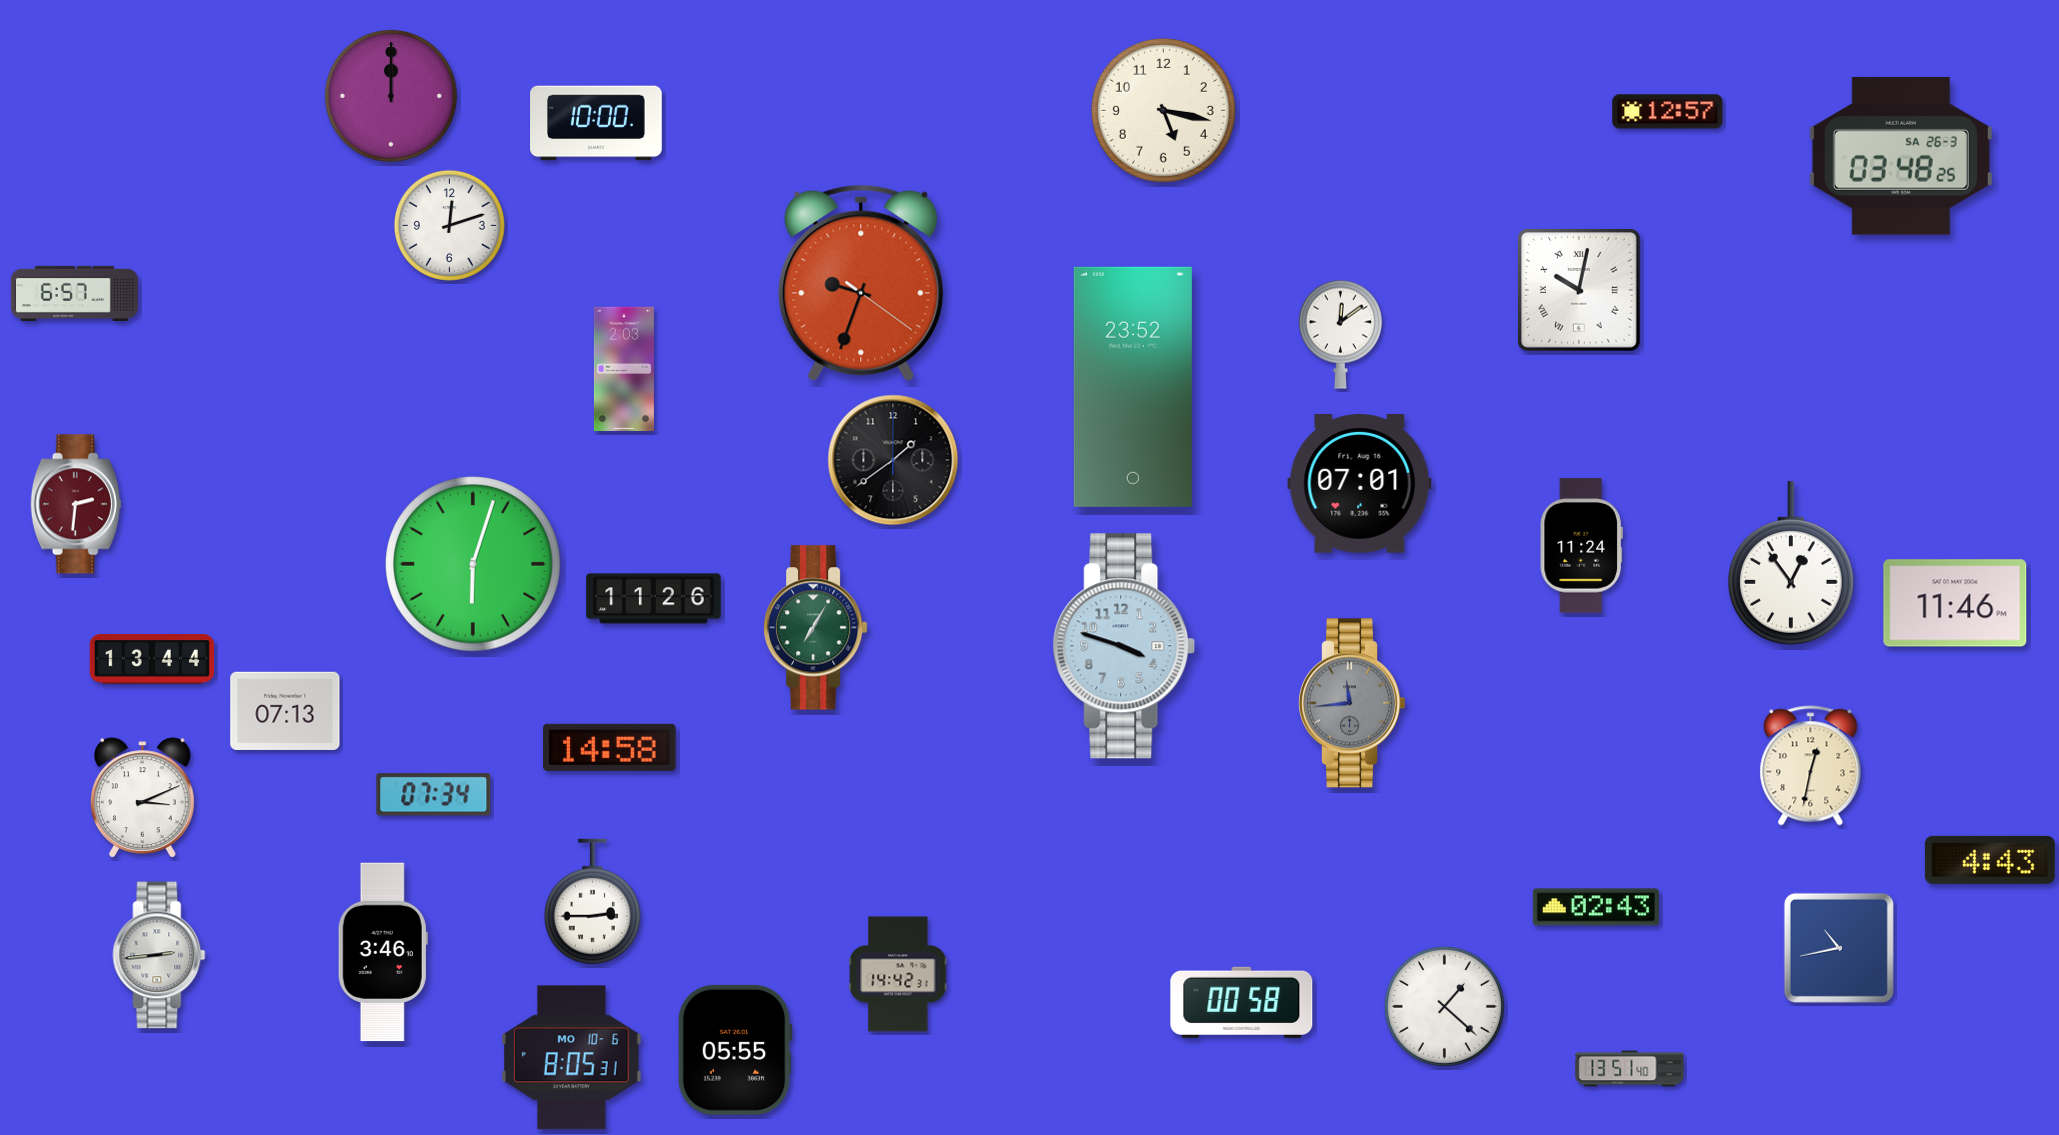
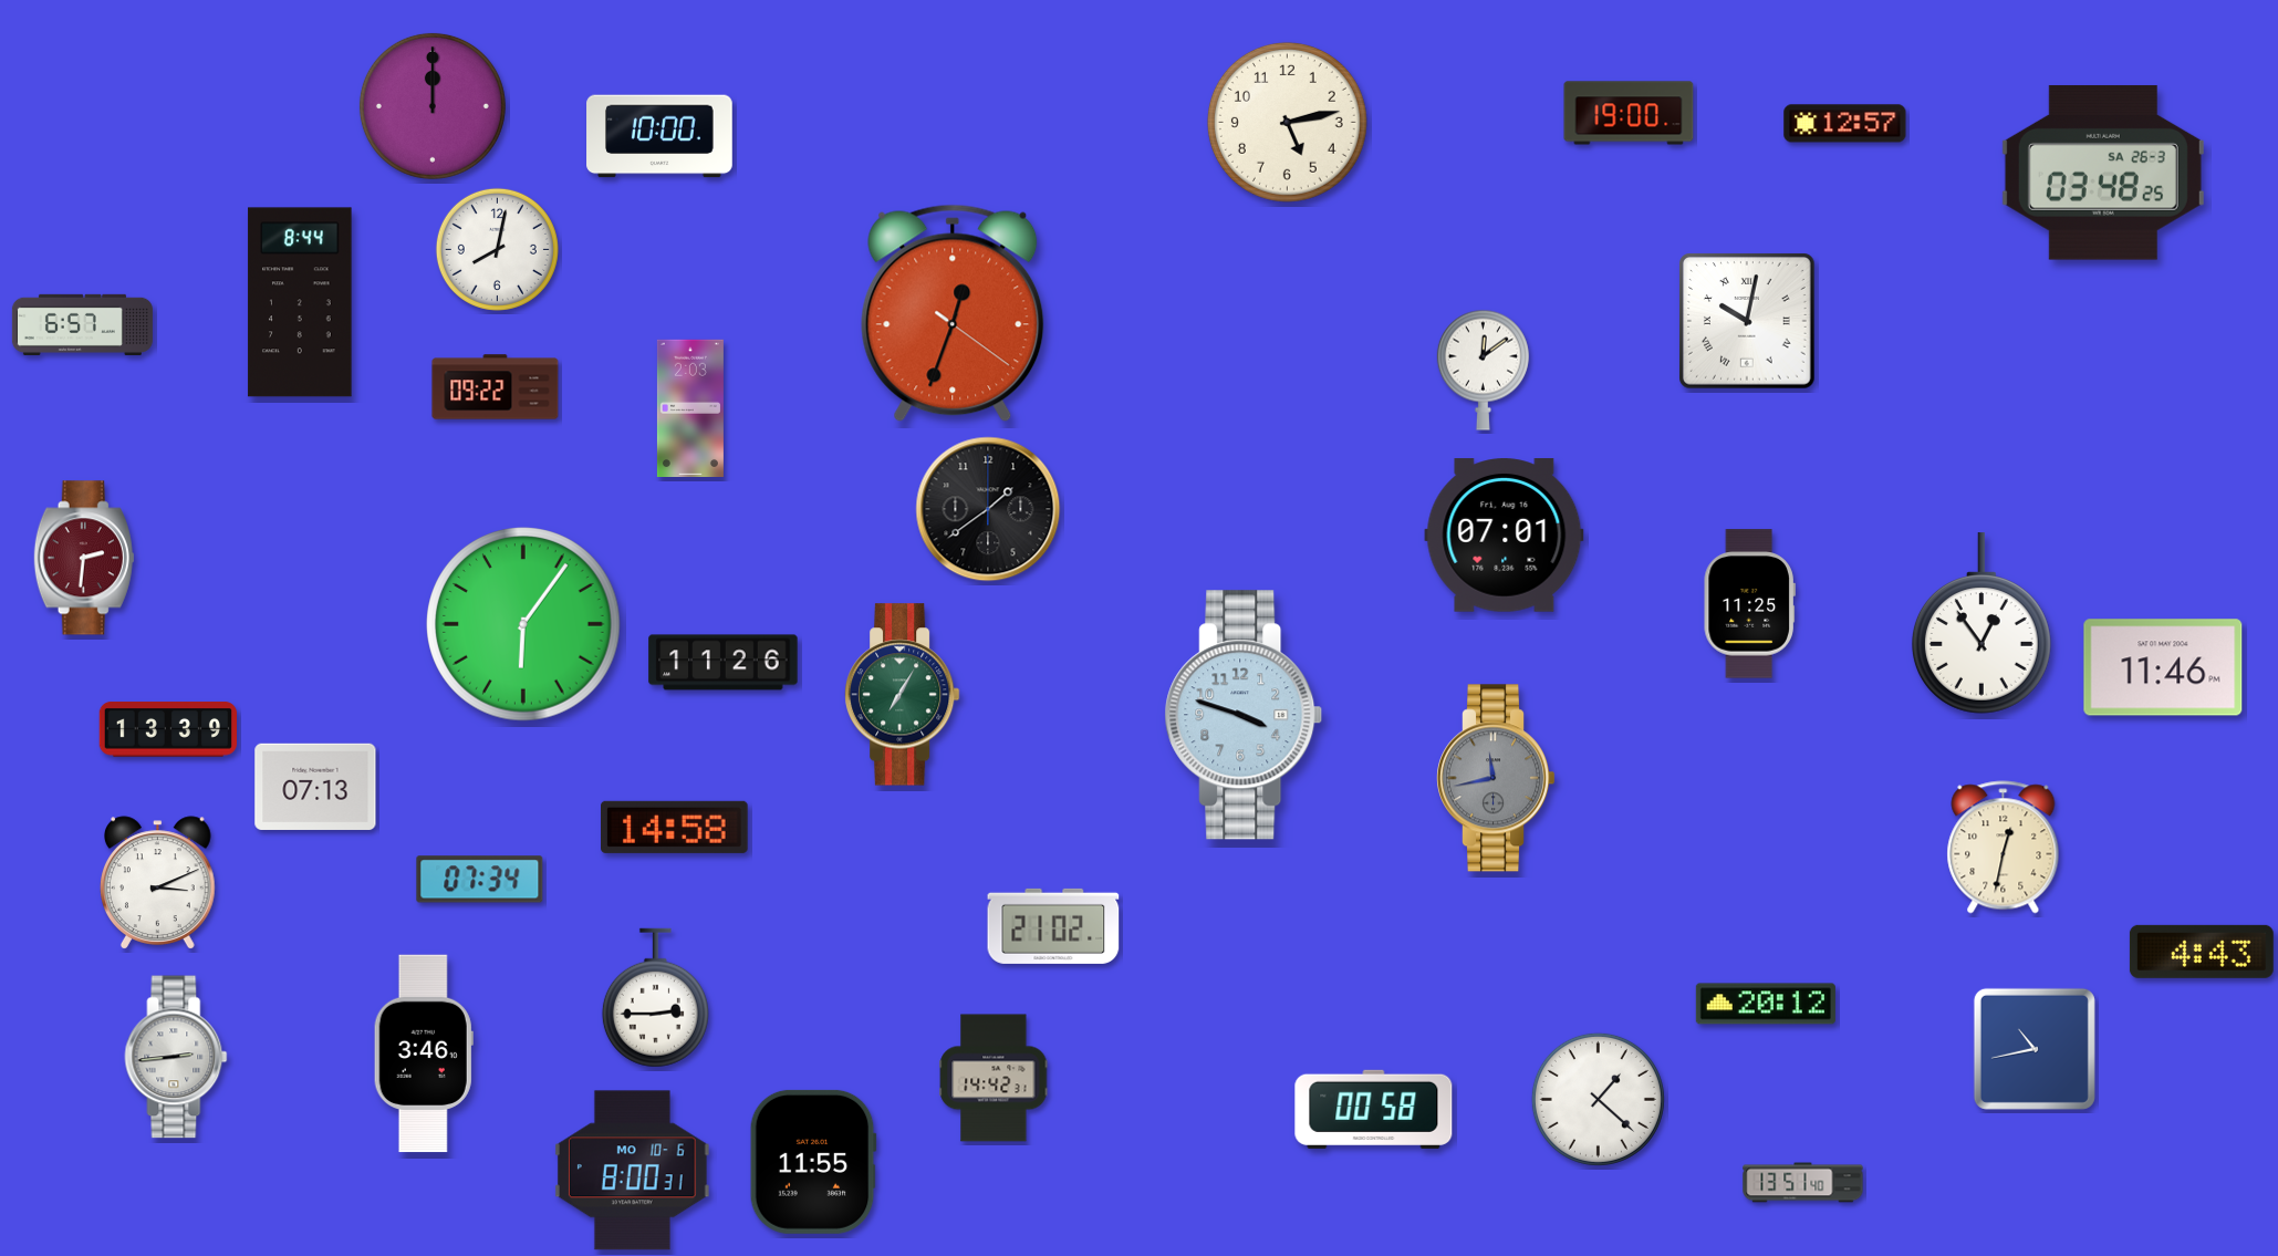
clock at (1629, 113): none -> 19:00
clock at (1163, 110): 5:17 -> 5:13
clock at (449, 225): 12:12 -> 8:02
clock at (300, 302): none -> 8:44
clock at (861, 283): 9:33 -> 12:33
clock at (496, 387): none -> 09:22
clock at (1133, 387): 23:52 -> none
clock at (1581, 546): 11:24 -> 11:25
clock at (473, 564): 6:03 -> 6:06
clock at (151, 659): 13:44 -> 13:39
clock at (1353, 703): 11:44 -> 11:43
clock at (1053, 926): none -> 21:02
clock at (1596, 907): 02:43 -> 20:12
clock at (1444, 1006) position: (1444, 1006) -> (1598, 1099)
clock at (735, 1050): 05:55 -> 11:55
clock at (571, 1058): 8:05 -> 8:00
